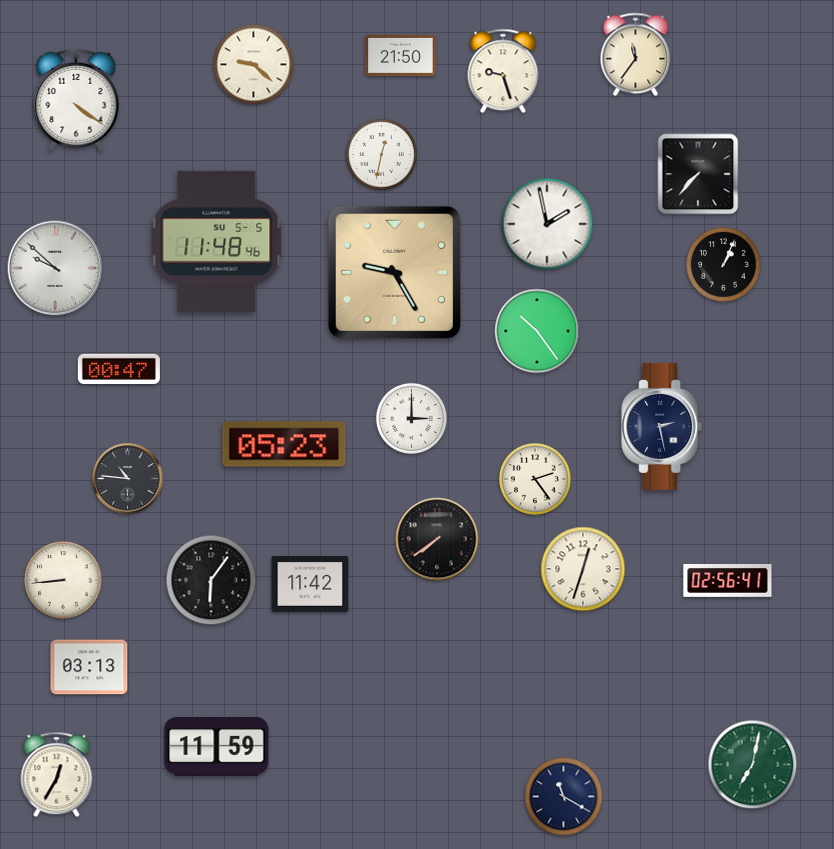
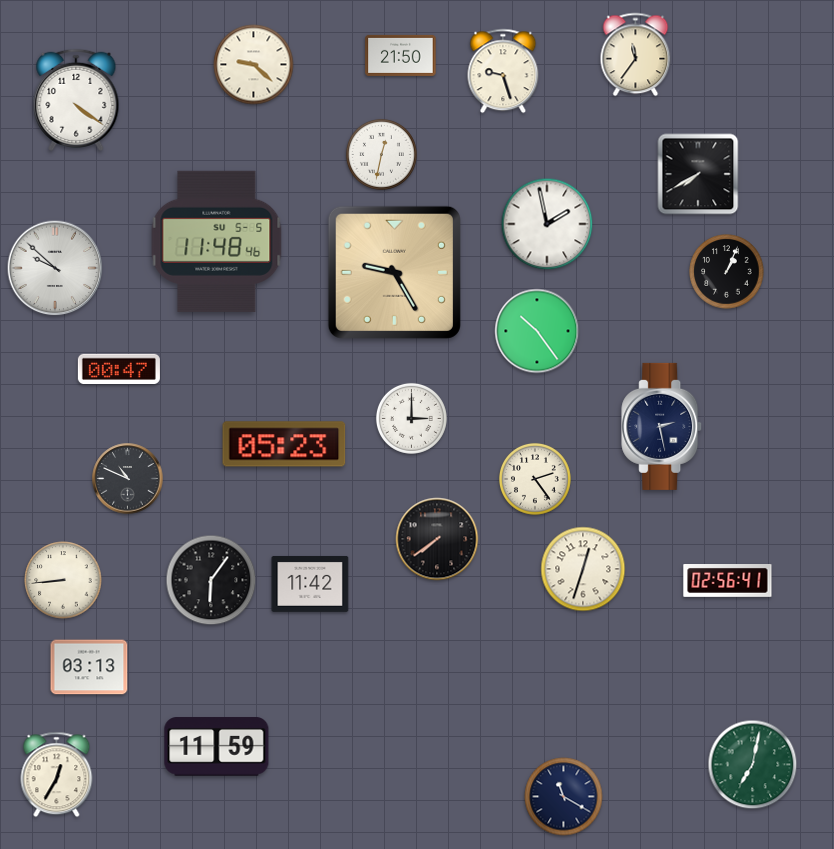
clock at (698, 174): 7:37 -> 7:40
clock at (724, 265) position: (724, 265) -> (727, 272)
clock at (128, 479): 10:46 -> 10:49
